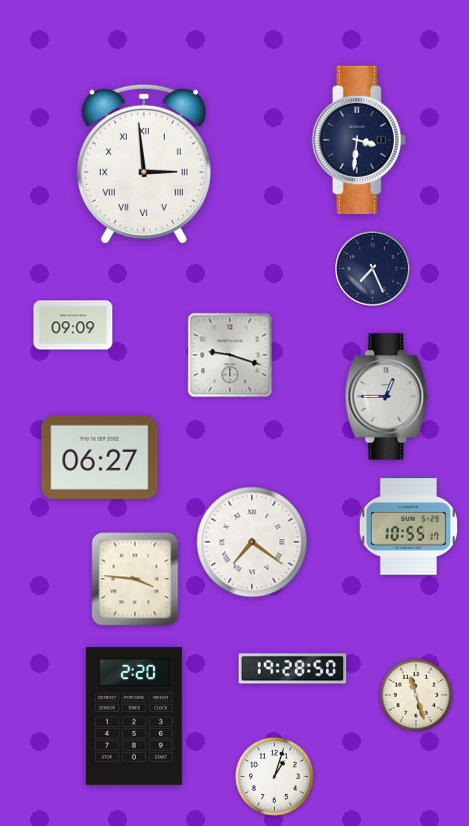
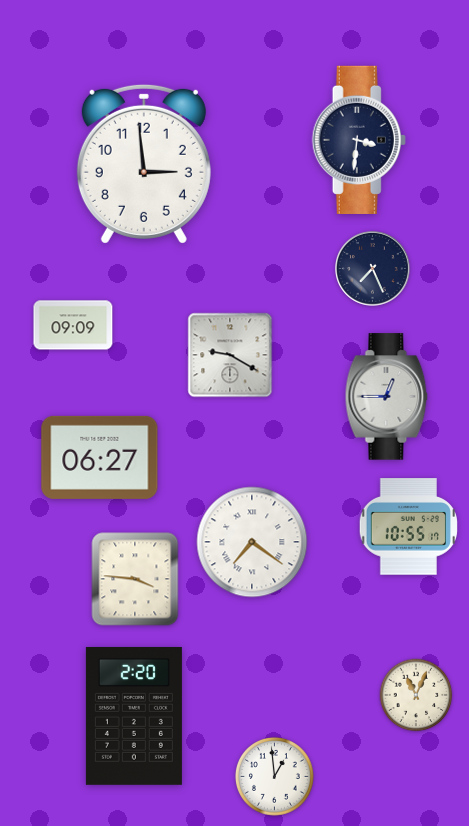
clock at (144, 164) numerals: Roman -> Arabic
clock at (230, 355): 9:18 -> 9:20
clock at (293, 669): 19:28 -> none
clock at (416, 695): 11:27 -> 11:04
clock at (275, 777): 1:03 -> 12:59
